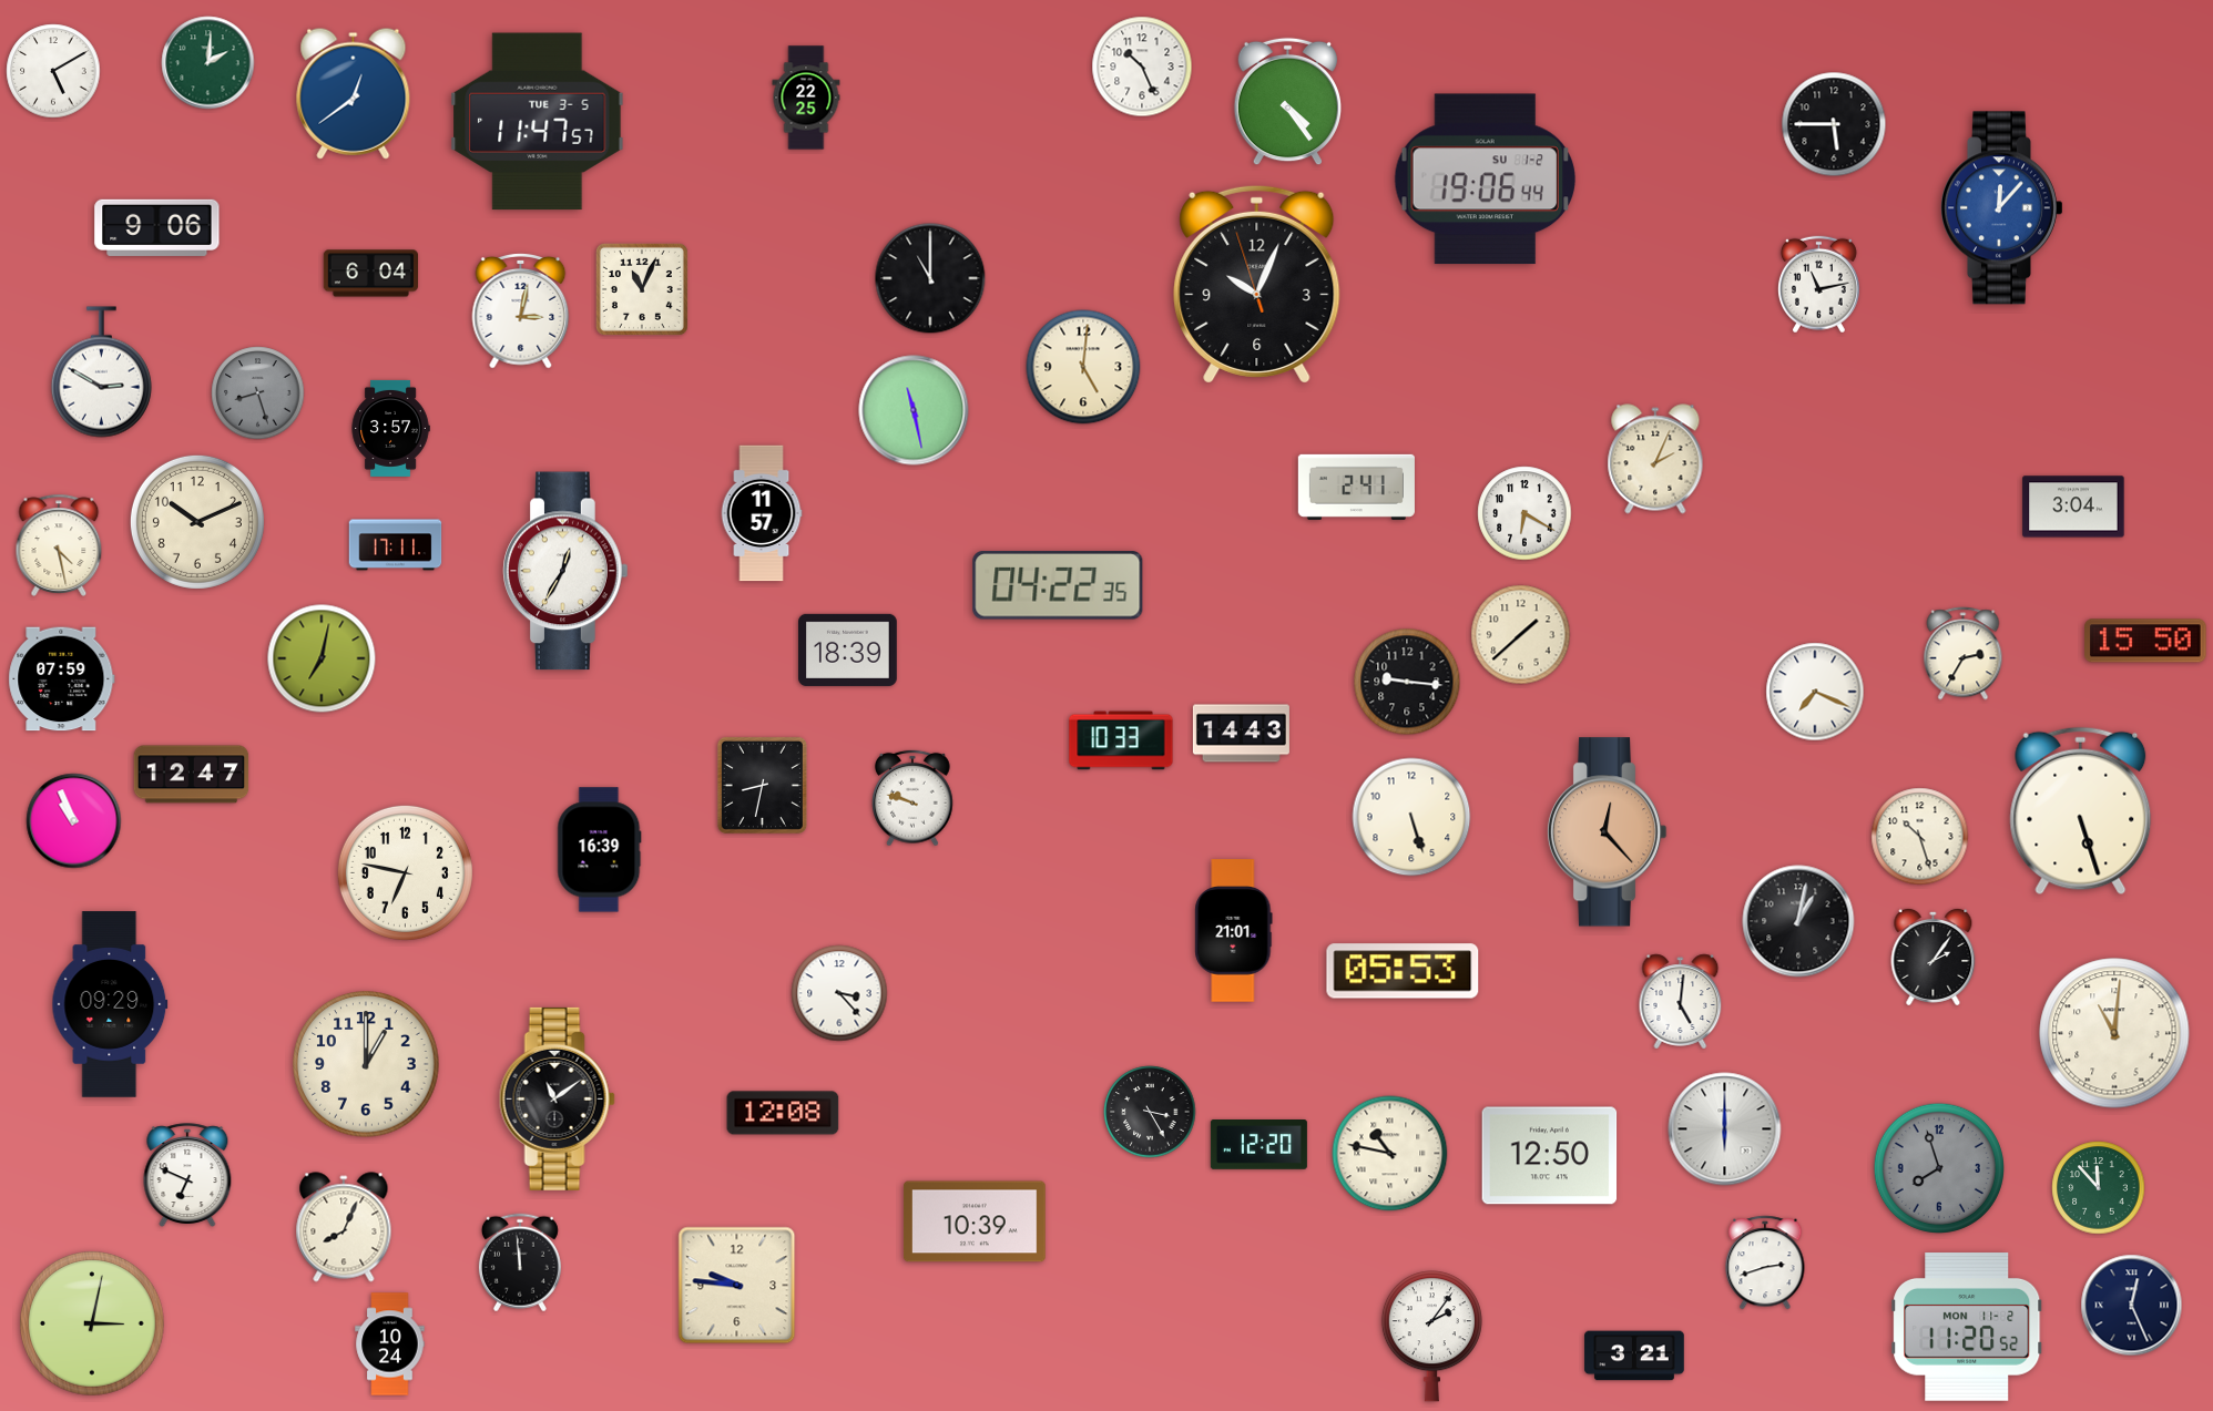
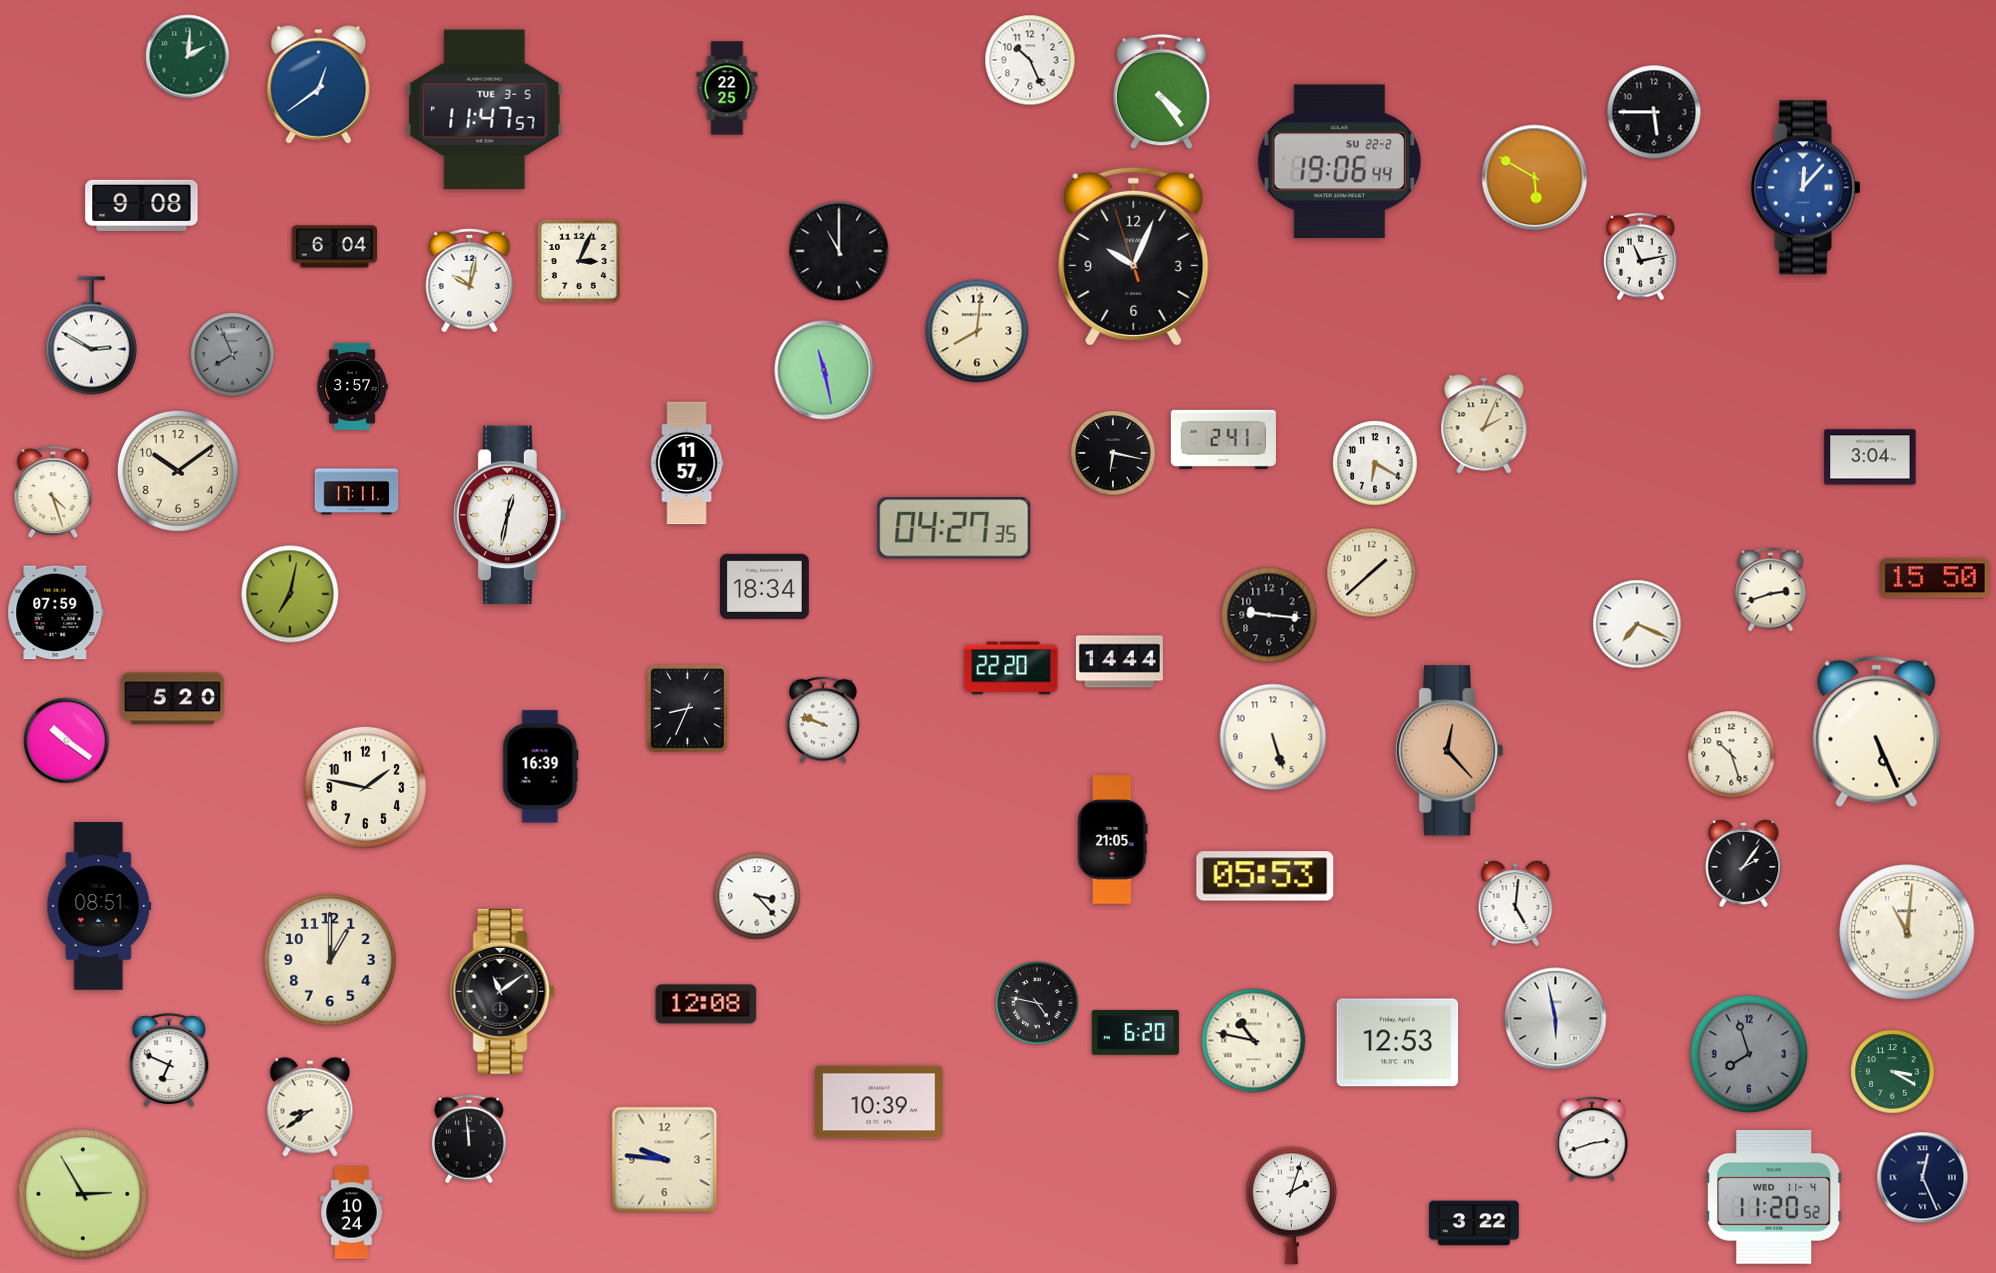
clock at (53, 71): 5:10 -> none
clock at (1485, 180) date: SU 1-2 -> SU 22-2
clock at (1535, 178): none -> 5:50
clock at (157, 227): 9:06 -> 9:08
clock at (642, 289): 11:04 -> 3:04
clock at (521, 310): 3:02 -> 10:02
clock at (1083, 367): 5:01 -> 8:01
clock at (258, 393): 8:27 -> 7:56
clock at (1655, 459) position: (1655, 459) -> (1484, 424)
clock at (1113, 453): none -> 6:17
clock at (197, 522): 10:11 -> 10:09
clock at (59, 545): 4:28 -> 4:27
clock at (565, 571): 12:35 -> 12:32
clock at (1058, 585): 04:22 -> 04:27
clock at (848, 650): 18:39 -> 18:34
clock at (1964, 654): 2:35 -> 2:42
clock at (1241, 734): 14:43 -> 14:44
clock at (1121, 740): 10:33 -> 22:20
clock at (192, 775): 12:47 -> 5:20
clock at (762, 785): 8:32 -> 8:34
clock at (2081, 811): 5:27 -> 5:26
clock at (74, 821): 10:56 -> 10:21
clock at (405, 872): 6:47 -> 1:47
clock at (1798, 921): 1:02 -> none
clock at (1234, 931): 21:01 -> 21:05
clock at (110, 1004): 09:29 -> 08:51
clock at (1150, 1112): 3:25 -> 4:47
clock at (1725, 1129): 6:00 -> 5:58
clock at (1258, 1145): 12:20 -> 6:20
clock at (1550, 1156): 12:50 -> 12:53
clock at (2099, 1188): 11:53 -> 3:20
clock at (344, 1227): 8:04 -> 8:39
clock at (92, 1323): 3:02 -> 2:55
clock at (1967, 1327) date: MON 11-2 -> WED 11-4
clock at (1431, 1337): 2:06 -> 2:03
clock at (1634, 1356): 3:21 -> 3:22
